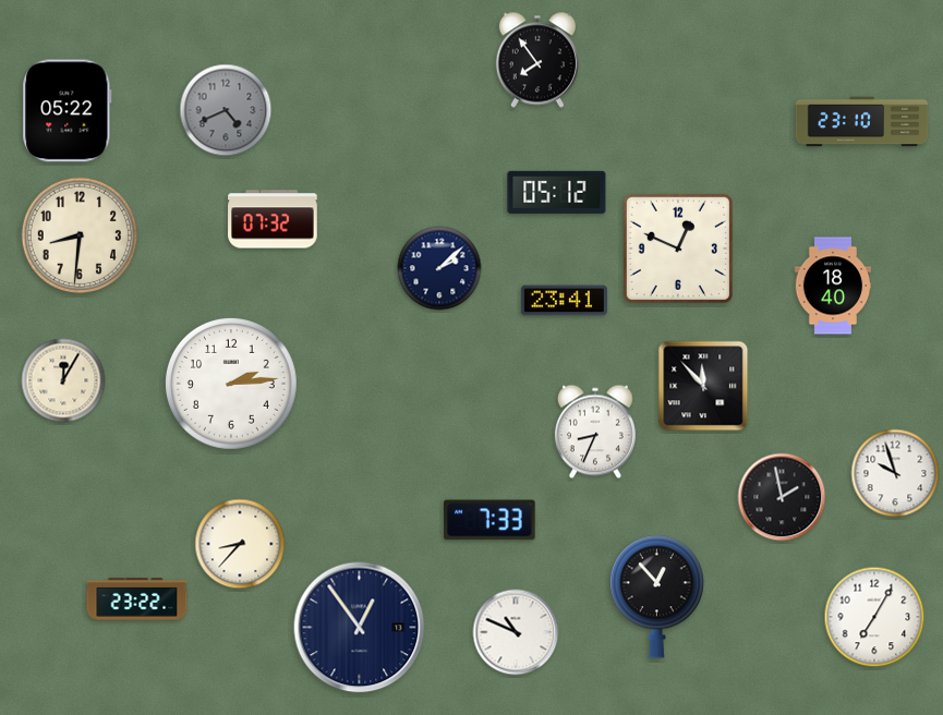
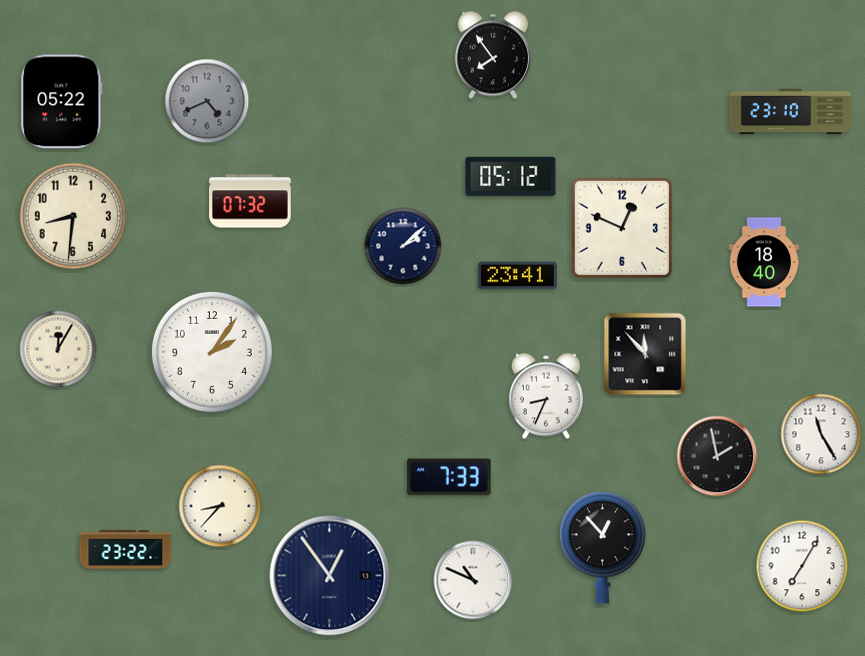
clock at (231, 384): 2:14 -> 2:06
clock at (895, 473): 9:57 -> 11:25
clock at (240, 544) position: (240, 544) -> (220, 506)
